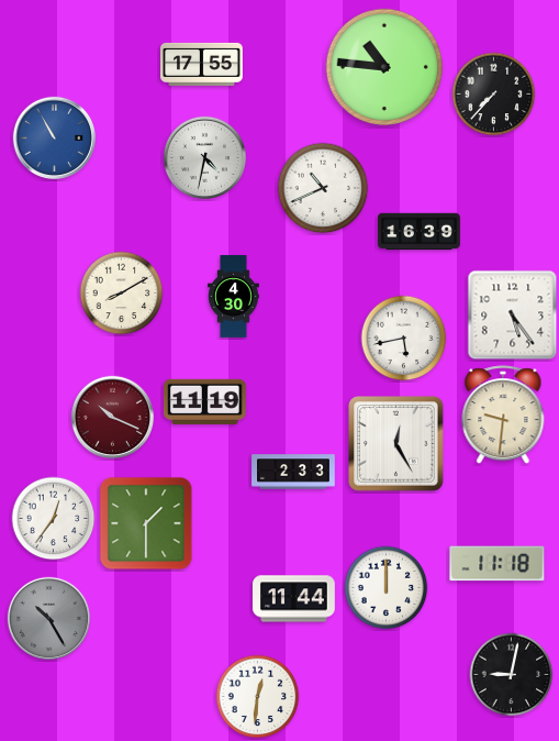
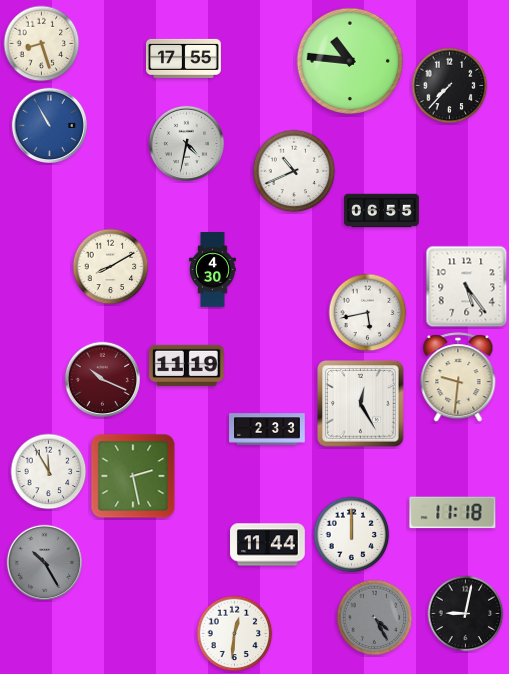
clock at (42, 44): none -> 8:27
clock at (420, 232): 16:39 -> 06:55
clock at (404, 339) position: (404, 339) -> (368, 313)
clock at (54, 519): 12:36 -> 11:55
clock at (146, 523): 1:30 -> 2:28
clock at (375, 618): none -> 4:25
